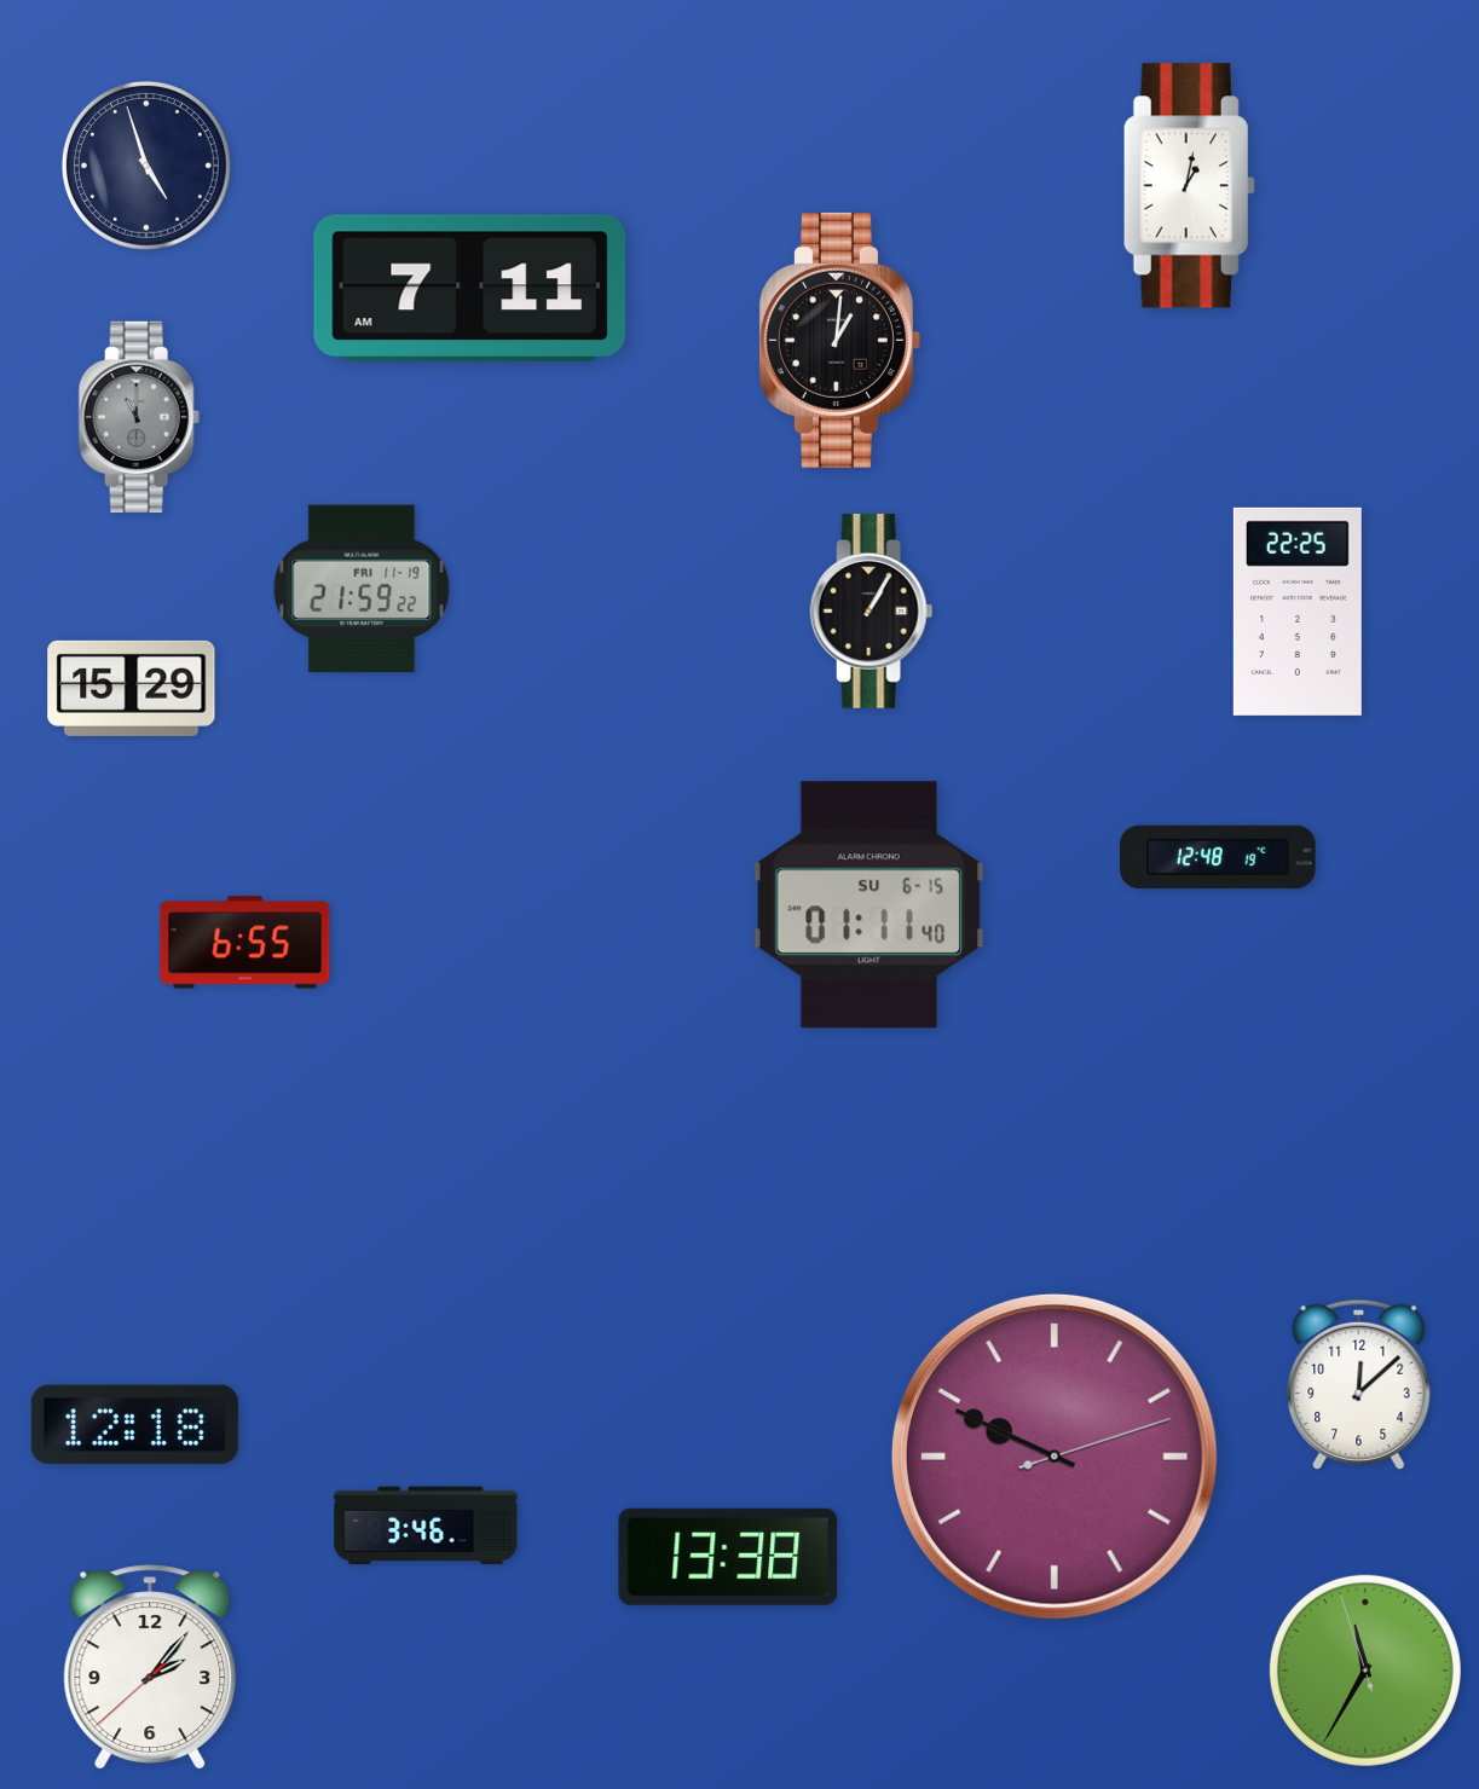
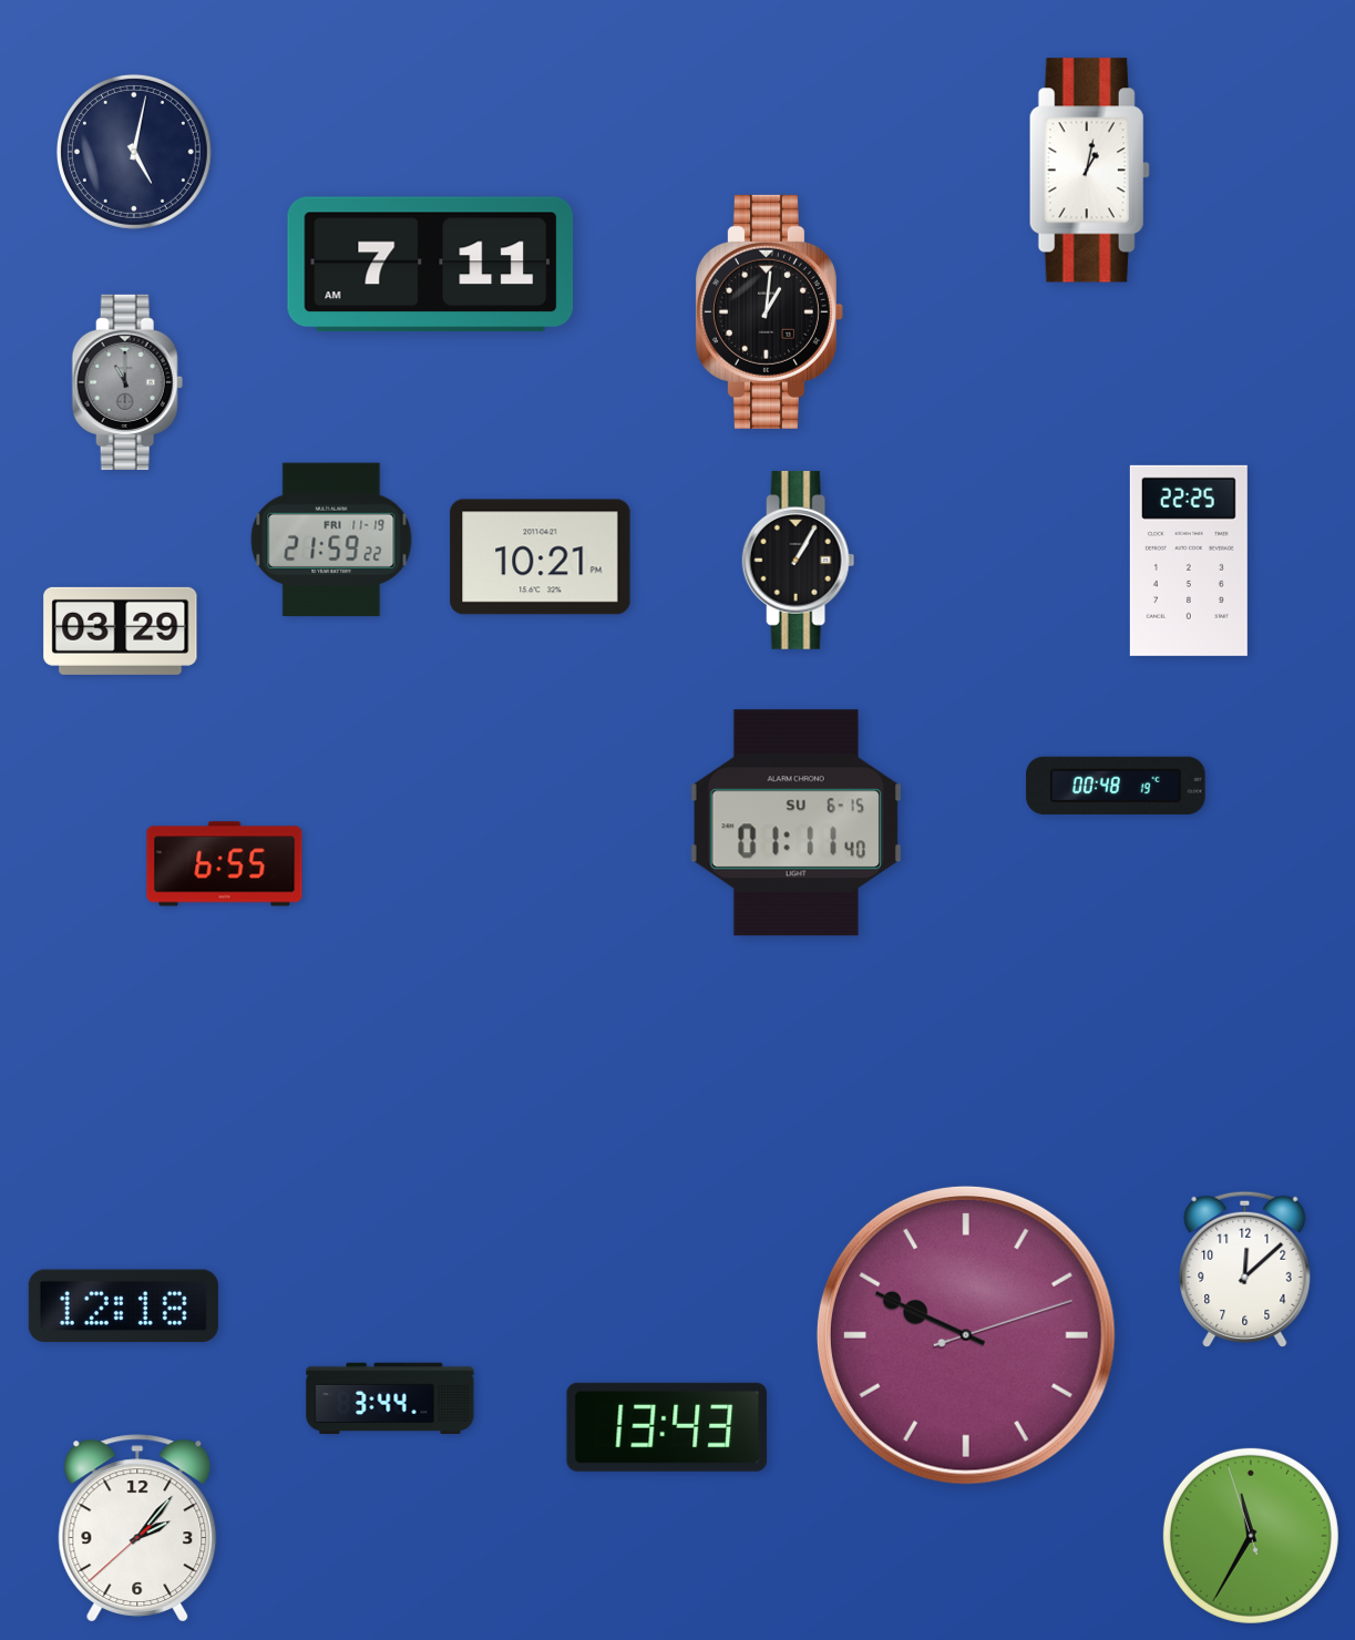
clock at (146, 166): 4:57 -> 5:02
clock at (541, 557): none -> 10:21
clock at (132, 688): 15:29 -> 03:29
clock at (1218, 857): 12:48 -> 00:48
clock at (868, 905) position: (868, 905) -> (795, 823)
clock at (426, 1525): 3:46 -> 3:44
clock at (728, 1557): 13:38 -> 13:43
clock at (1365, 1671) position: (1365, 1671) -> (1251, 1536)
